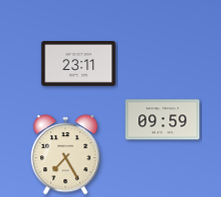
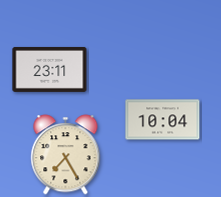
clock at (79, 63) position: (79, 63) -> (50, 69)
clock at (163, 120): 09:59 -> 10:04
